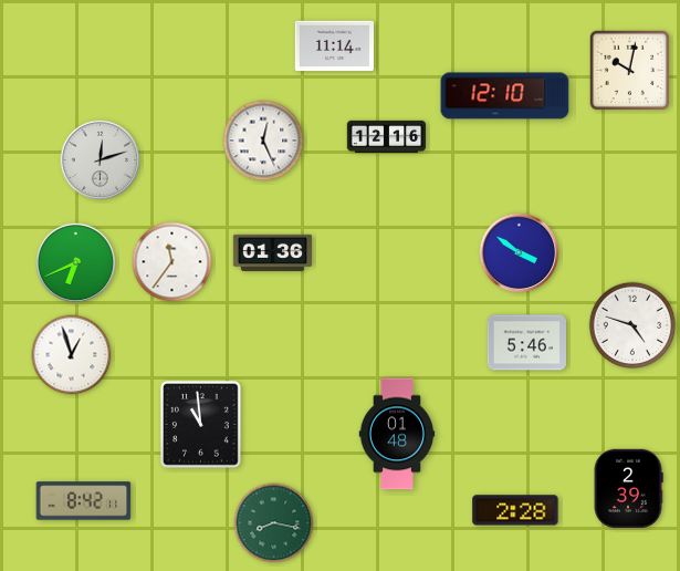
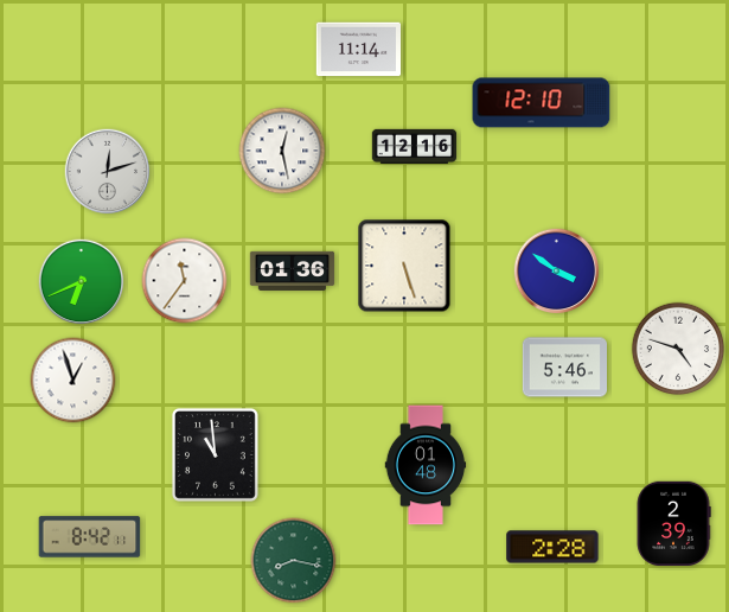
clock at (630, 71): 10:02 -> none
clock at (263, 141): 12:26 -> 12:28
clock at (404, 266): none -> 5:27
clock at (72, 355) position: (72, 355) -> (73, 381)
